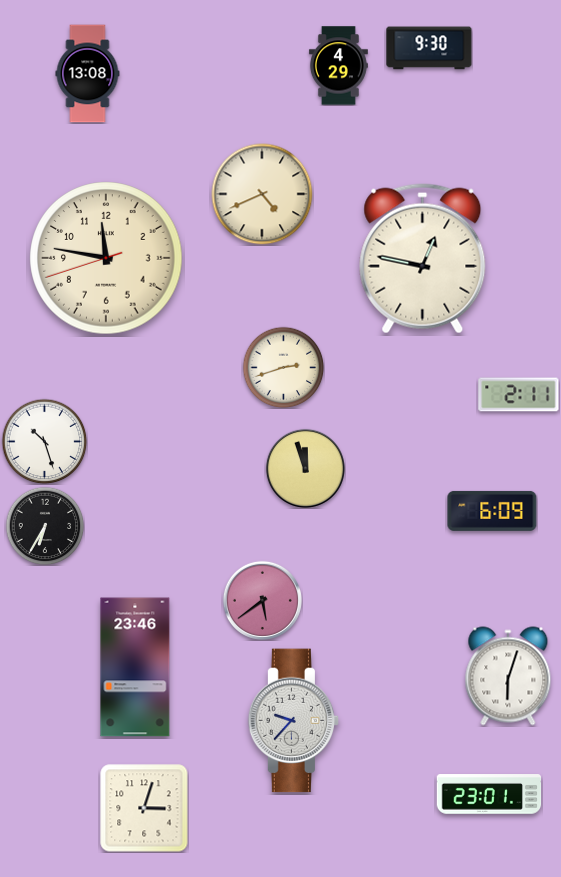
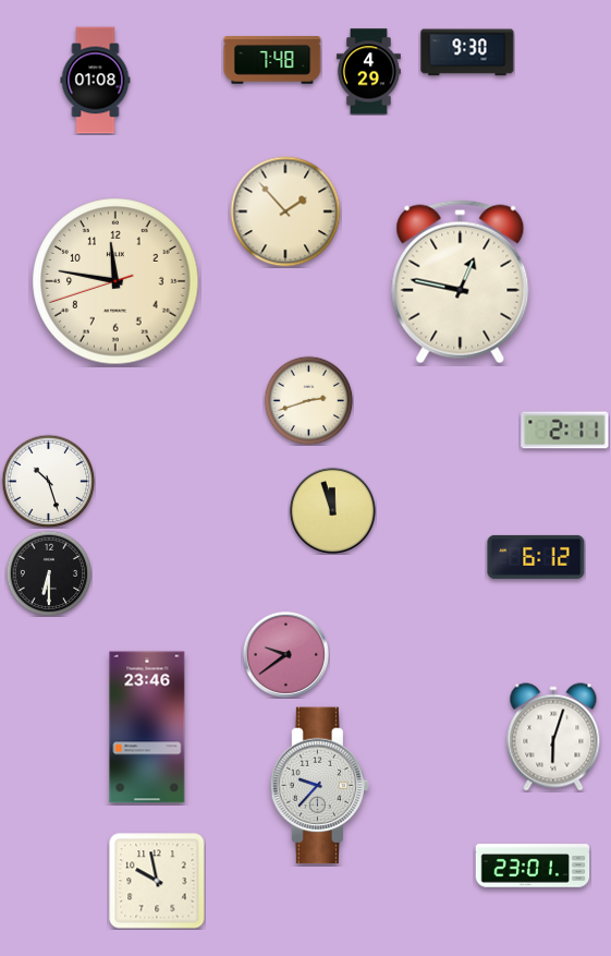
clock at (272, 60): none -> 7:48
clock at (88, 74): 13:08 -> 01:08
clock at (262, 194): 4:41 -> 1:53
clock at (492, 511): 6:09 -> 6:12
clock at (45, 526): 6:35 -> 6:30
clock at (262, 600): 5:39 -> 9:39
clock at (144, 808): 3:03 -> 9:58
